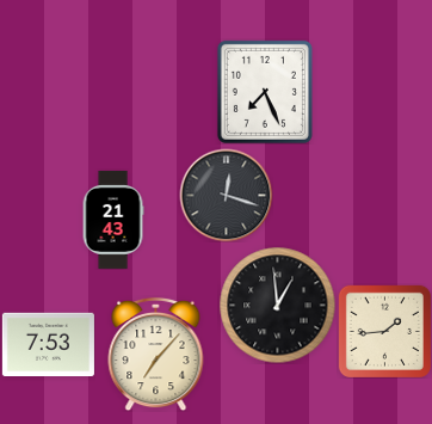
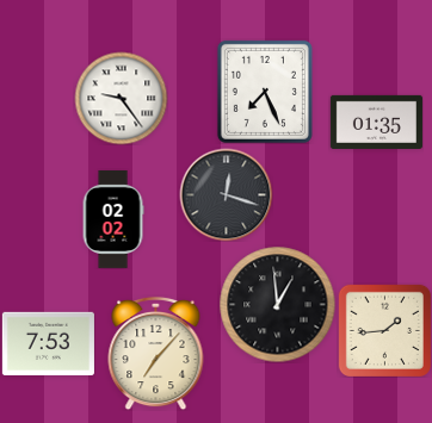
clock at (121, 98): none -> 9:24
clock at (376, 122): none -> 01:35
clock at (113, 220): 21:43 -> 02:02
